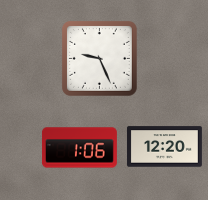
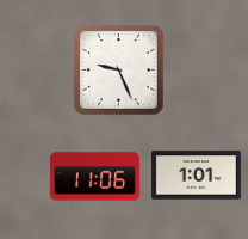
clock at (164, 147): 12:20 -> 1:01
clock at (79, 148): 1:06 -> 11:06
